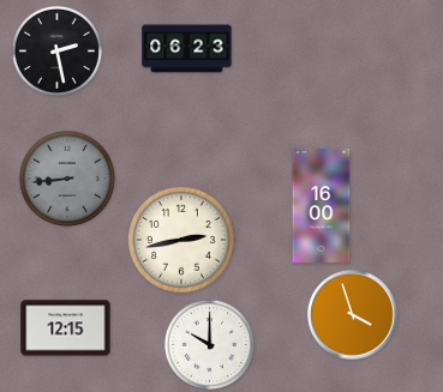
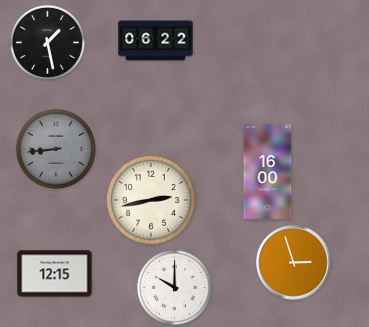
clock at (187, 49): 06:23 -> 06:22
clock at (56, 50): 2:28 -> 1:28
clock at (353, 315): 3:57 -> 2:57
